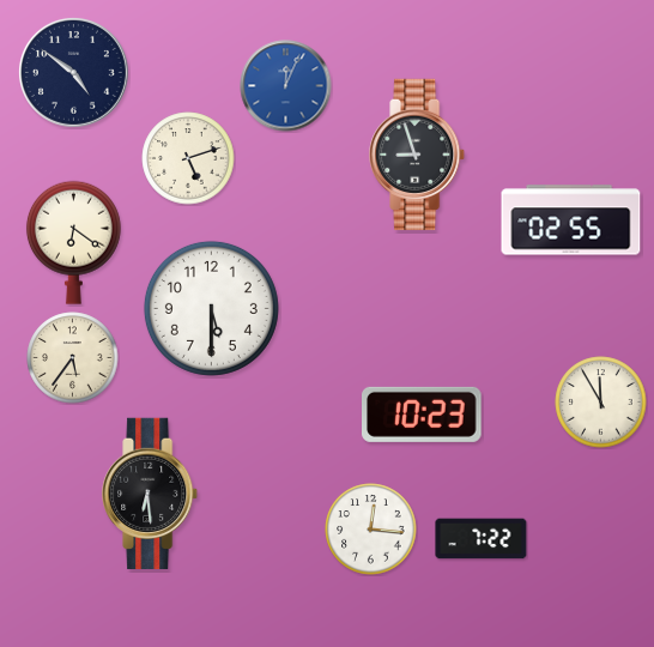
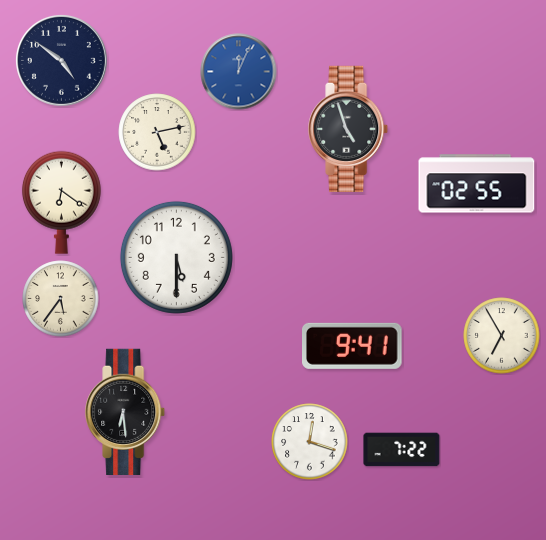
clock at (418, 153): 8:57 -> 4:57
clock at (188, 158): 5:12 -> 5:13
clock at (601, 403): 11:55 -> 6:55
clock at (422, 415): 10:23 -> 9:41
clock at (371, 530): 12:16 -> 12:18
